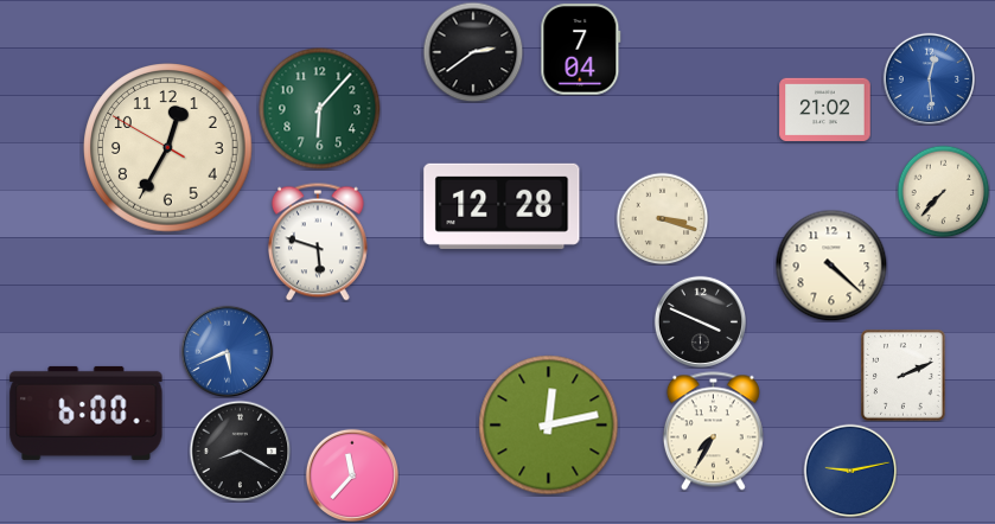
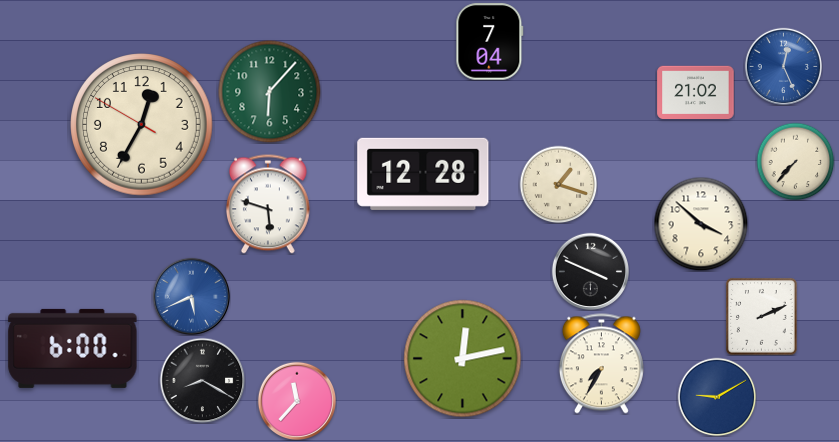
clock at (473, 52): 2:39 -> none
clock at (929, 78): 12:29 -> 12:26
clock at (662, 218): 3:18 -> 1:18
clock at (831, 266): 4:22 -> 3:52
clock at (850, 471): 9:13 -> 9:10
